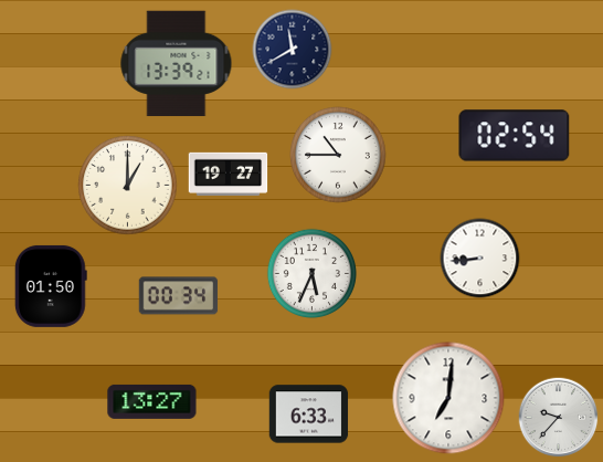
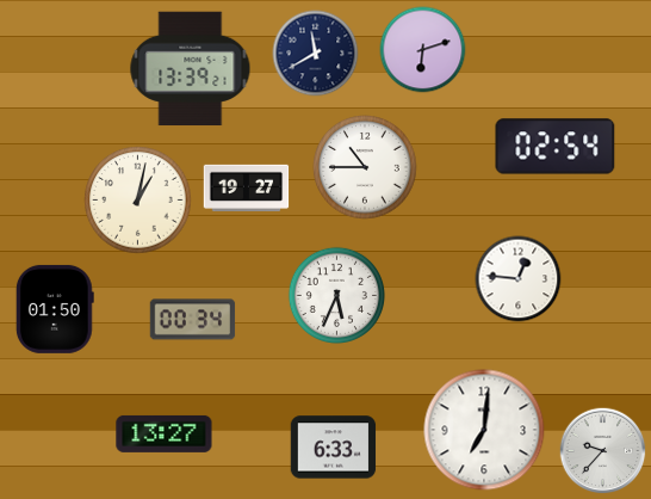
clock at (423, 50): none -> 6:12
clock at (128, 186): 1:00 -> 1:02
clock at (480, 259): 8:44 -> 12:46
